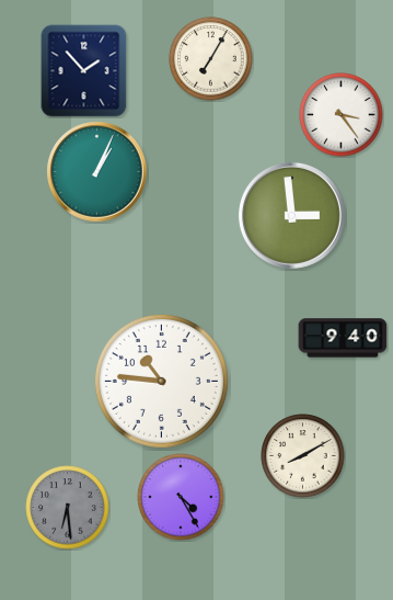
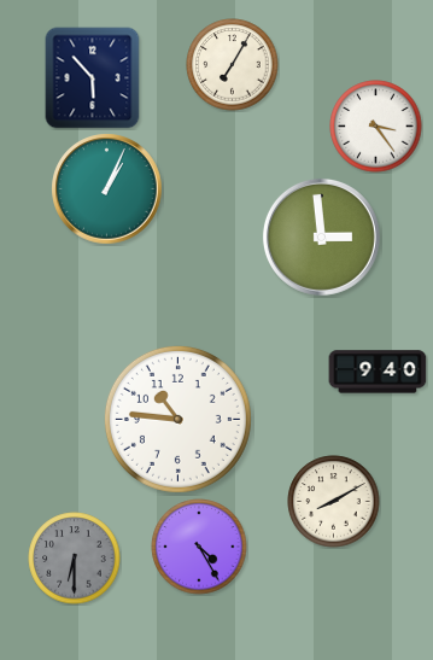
clock at (84, 71): 1:53 -> 5:53
clock at (68, 508): 6:29 -> 6:30
